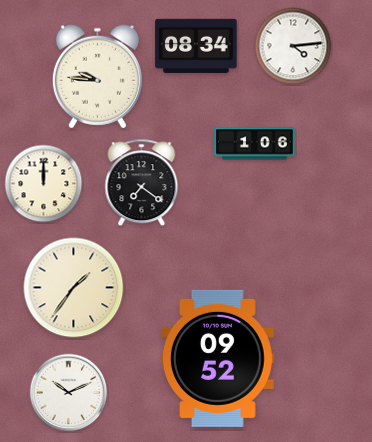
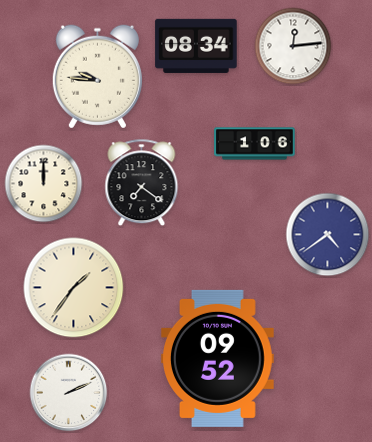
clock at (293, 46): 4:14 -> 12:14
clock at (328, 235): none -> 4:39
clock at (69, 393): 10:11 -> 2:11
